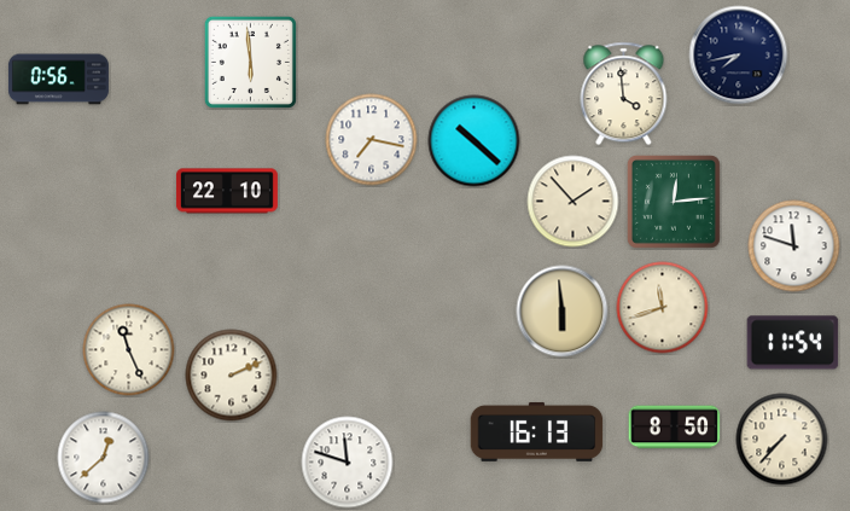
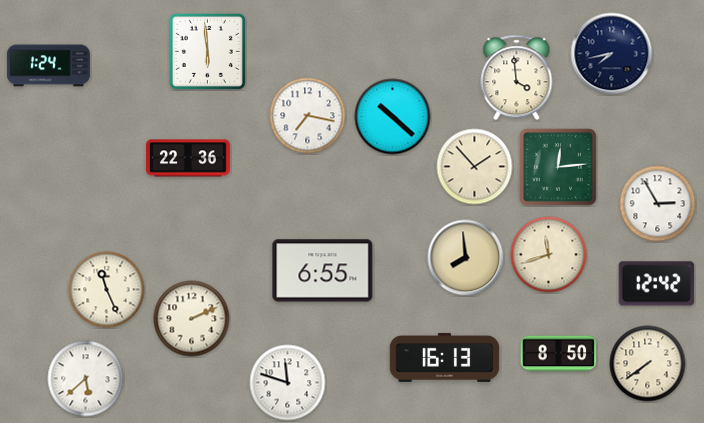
clock at (739, 56) position: (739, 56) -> (612, 54)
clock at (58, 80): 0:56 -> 1:24
clock at (227, 191): 22:10 -> 22:36
clock at (794, 246): 11:48 -> 2:55
clock at (563, 312): 5:59 -> 7:59
clock at (323, 271): none -> 6:55
clock at (793, 343): 11:54 -> 12:42
clock at (232, 376) position: (232, 376) -> (192, 319)
clock at (782, 440): 7:37 -> 7:39
clock at (104, 458): 12:38 -> 5:38
